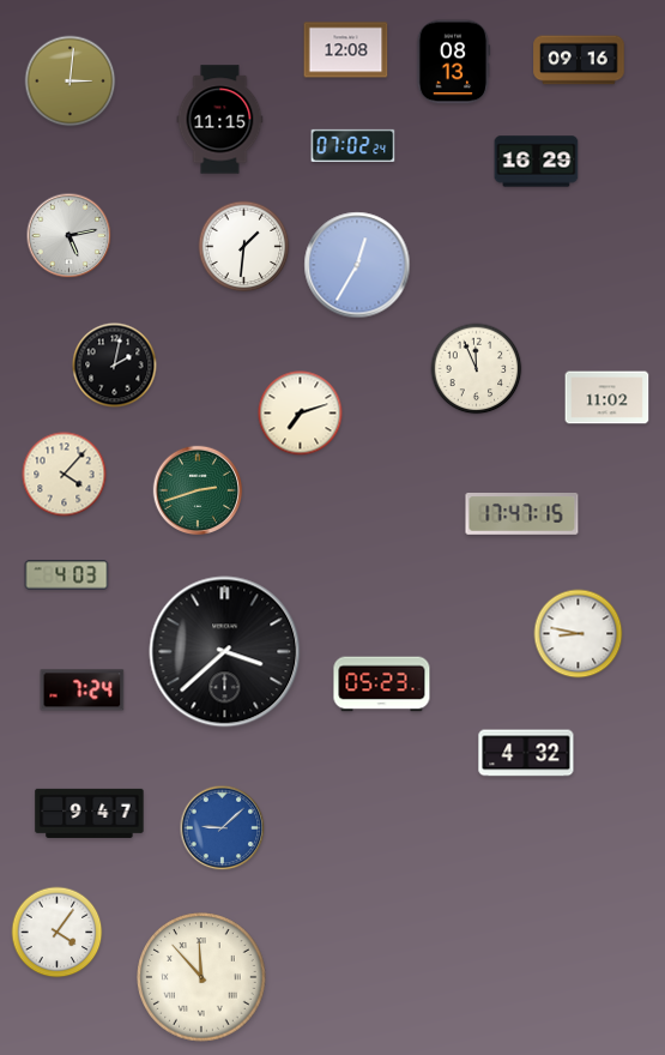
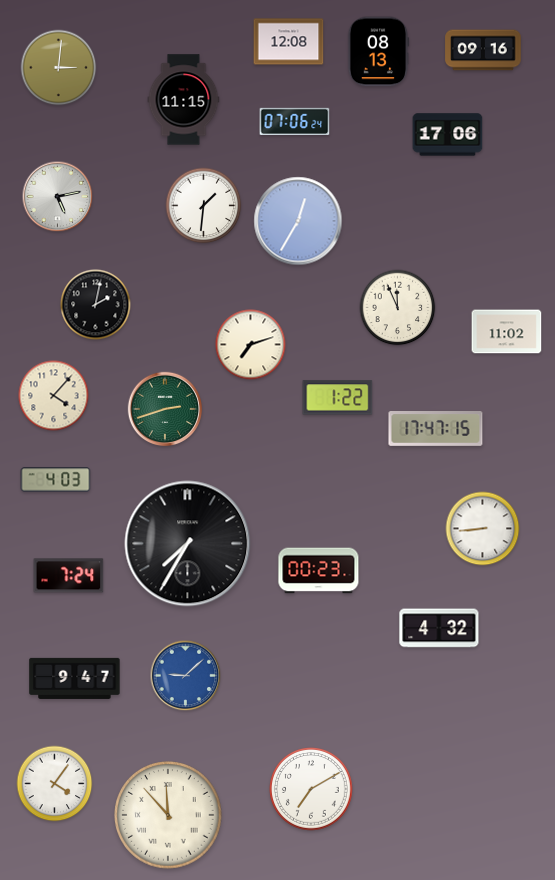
clock at (353, 146): 07:02 -> 07:06
clock at (537, 162): 16:29 -> 17:06
clock at (338, 398): none -> 1:22
clock at (579, 634): 8:47 -> 8:44
clock at (225, 652): 3:38 -> 7:35
clock at (382, 685): 05:23 -> 00:23
clock at (223, 828) position: (223, 828) -> (186, 676)
clock at (58, 933) position: (58, 933) -> (55, 784)
clock at (312, 790): none -> 7:10
